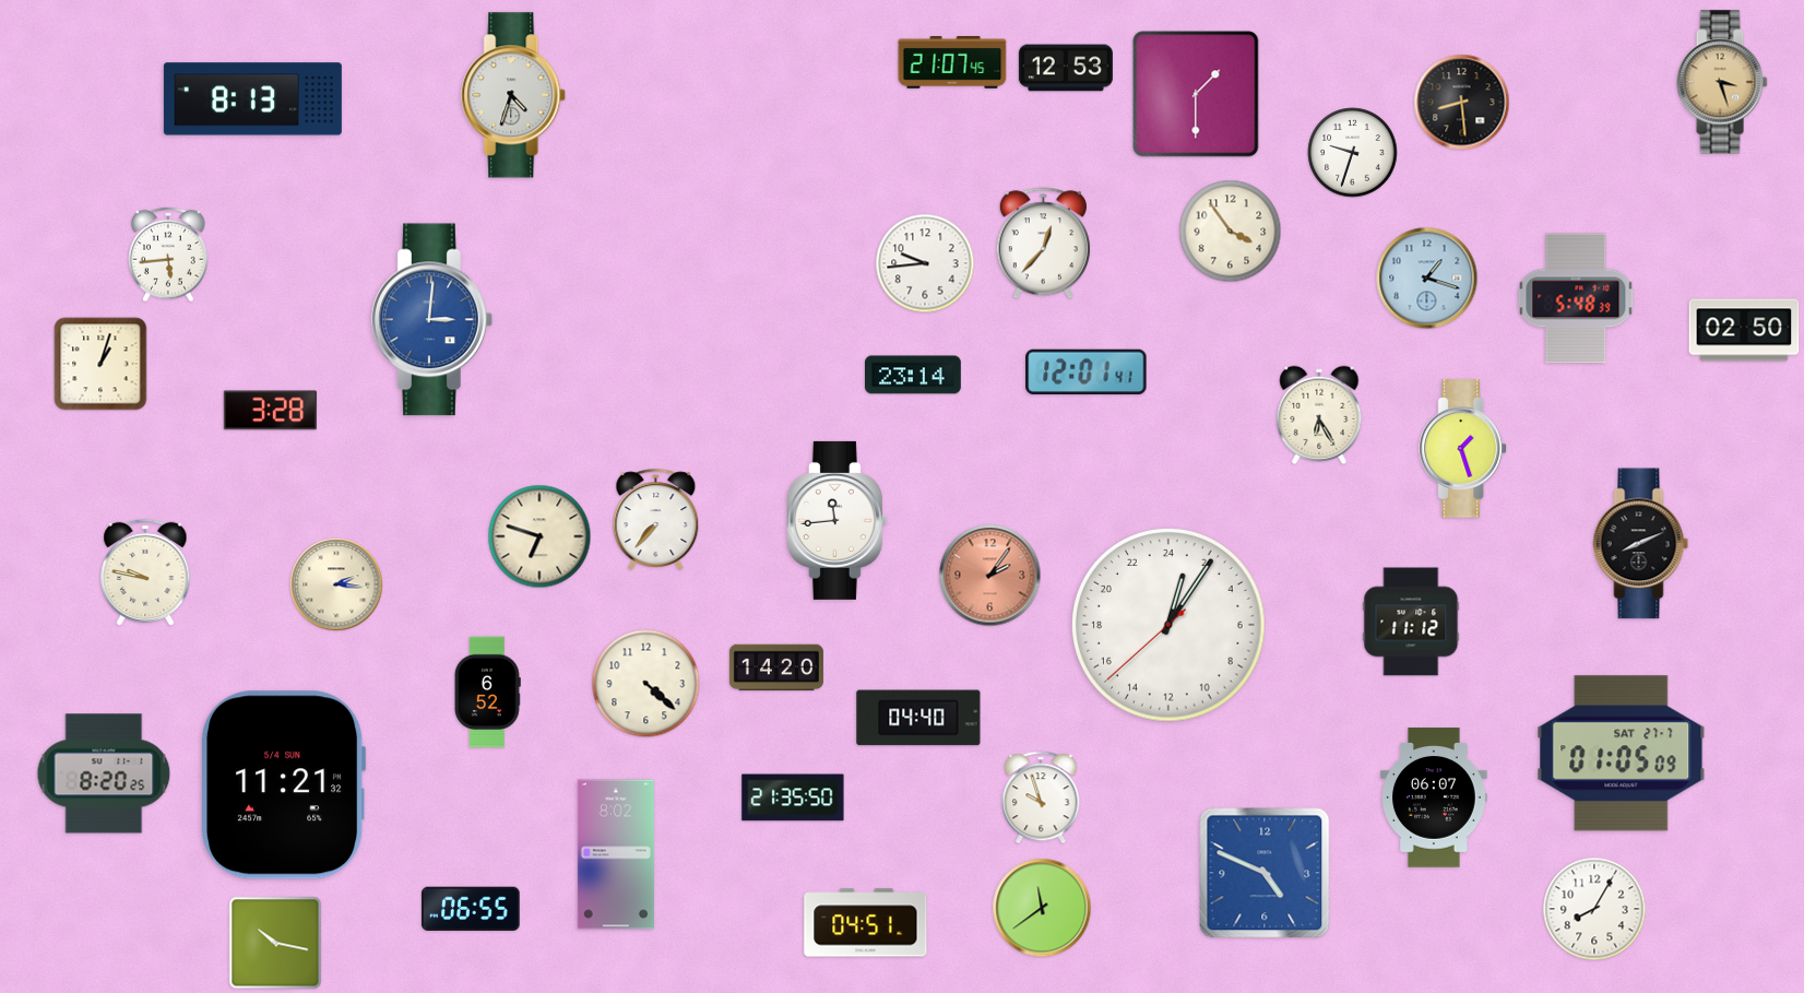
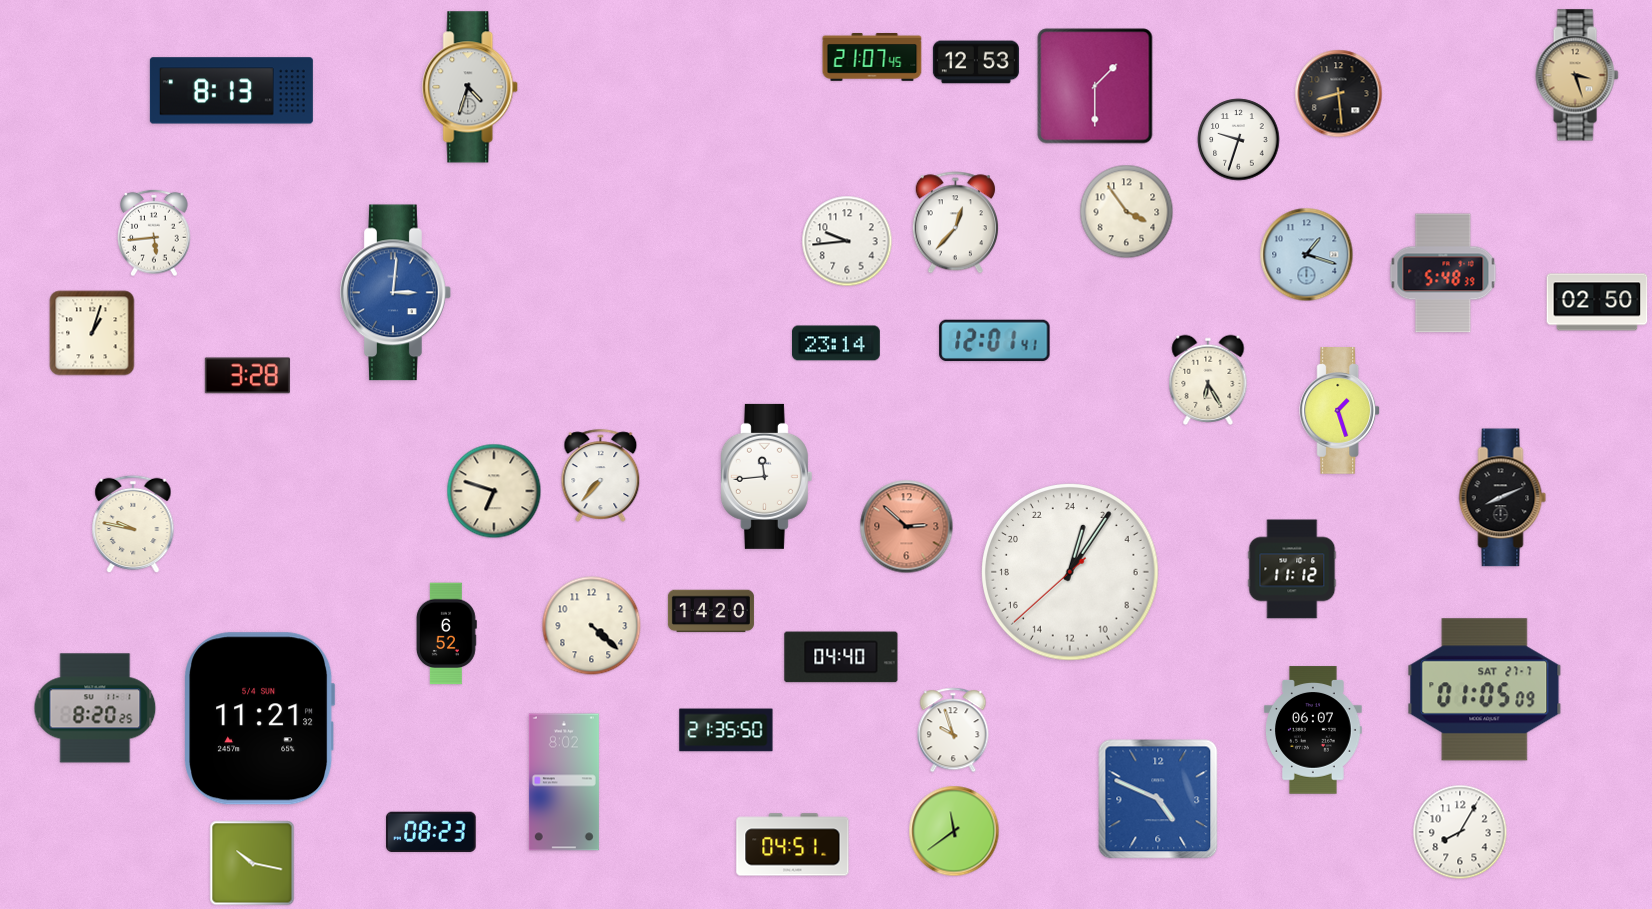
clock at (990, 576): 2:06 -> 2:52
clock at (336, 584): 2:16 -> none
clock at (471, 908): 06:55 -> 08:23
